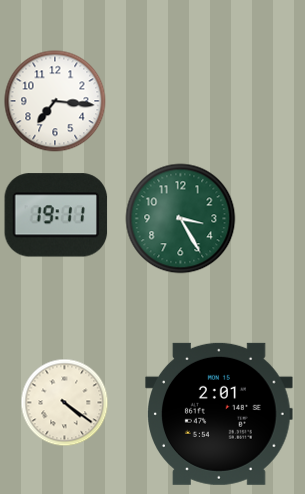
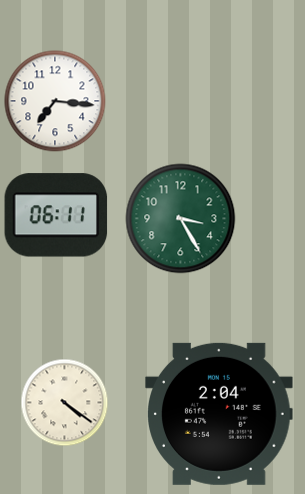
clock at (56, 215): 19:11 -> 06:11
clock at (220, 414): 2:01 -> 2:04
